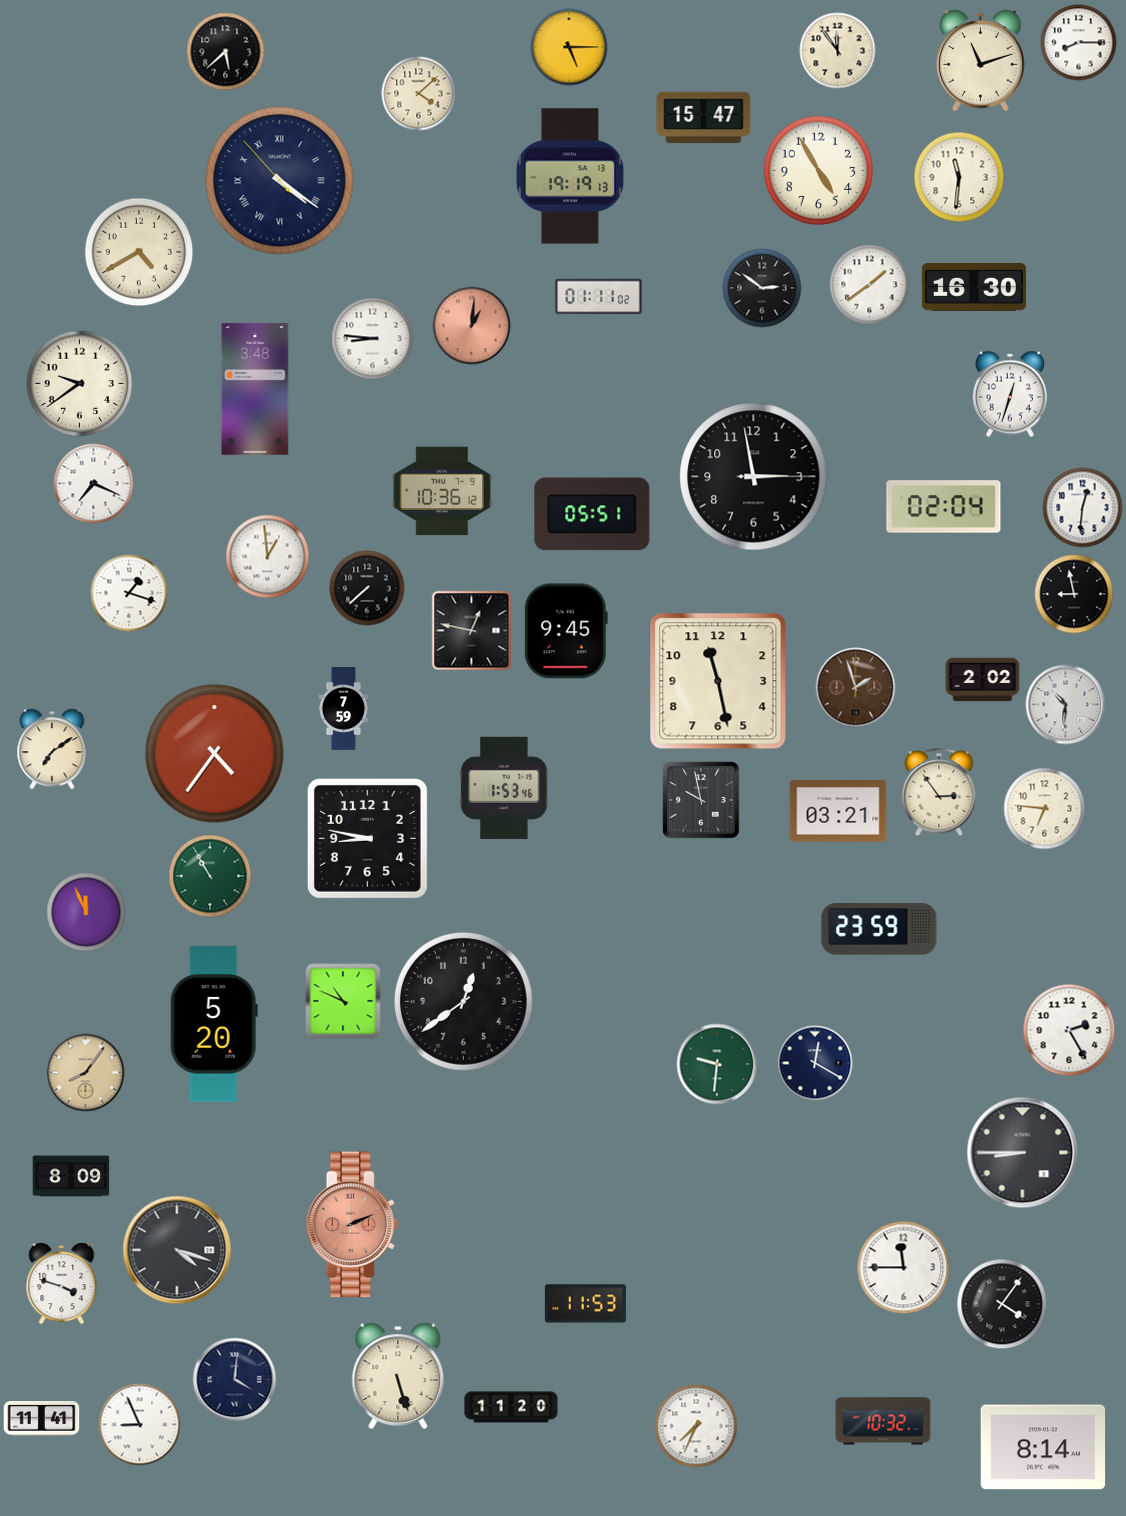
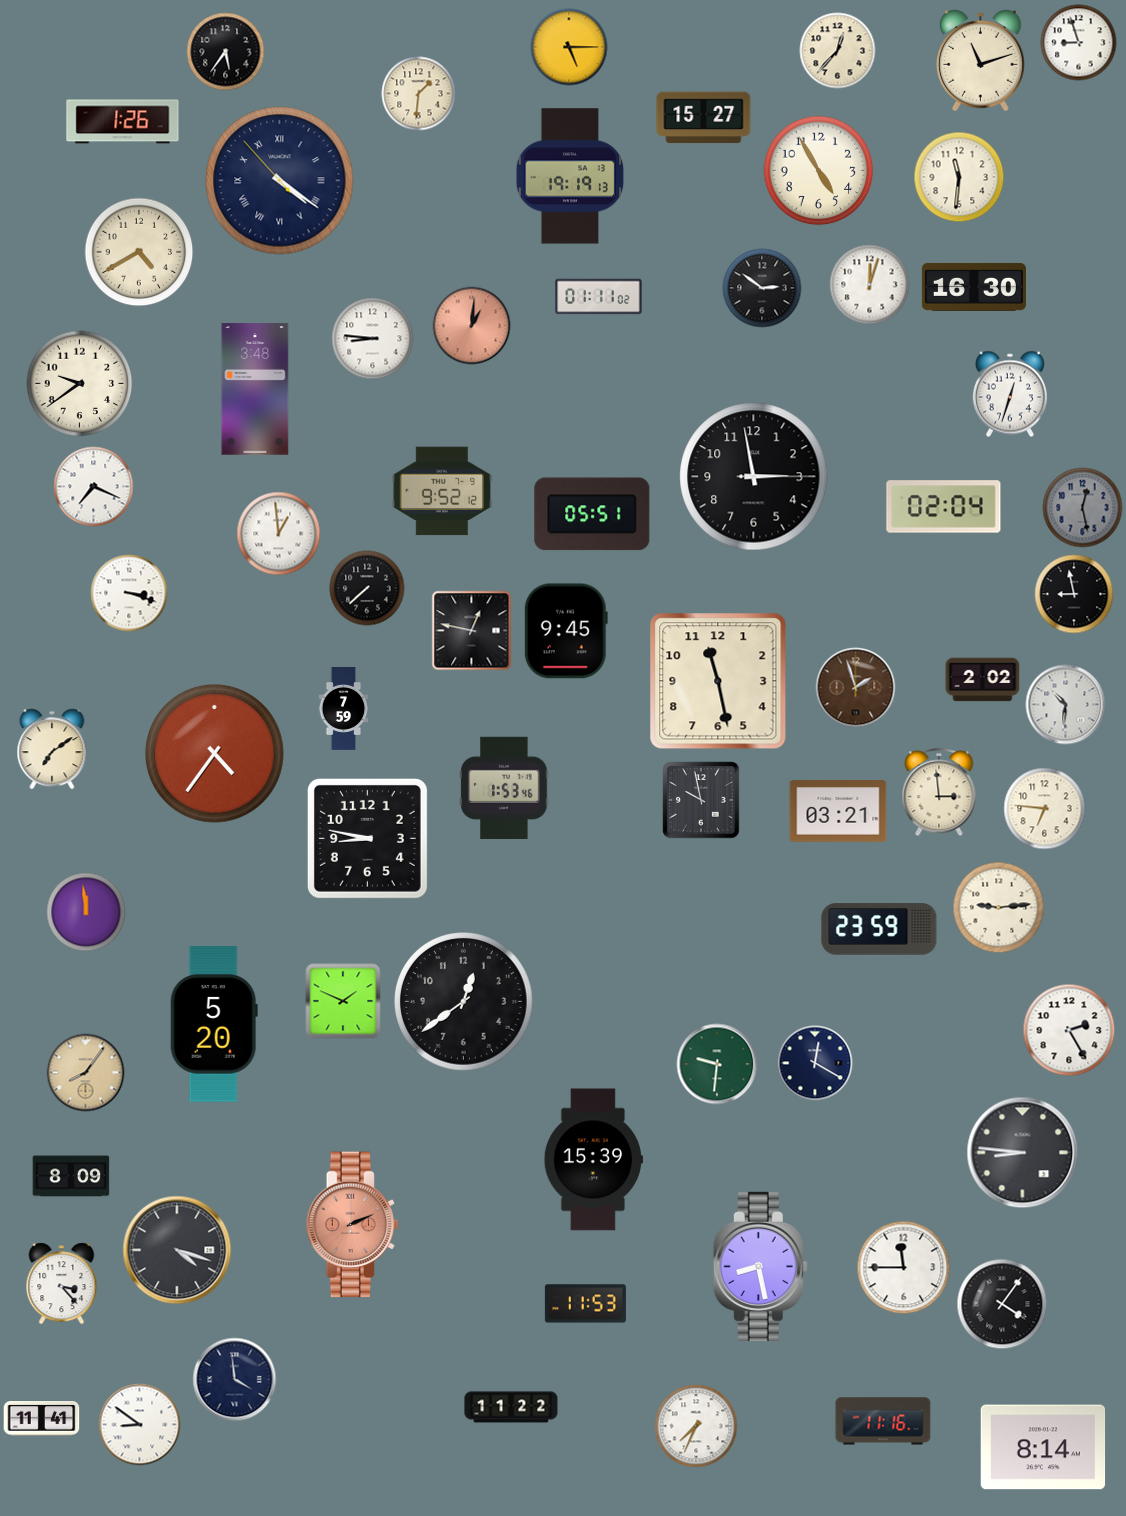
clock at (1079, 43): 8:15 -> 8:57
clock at (838, 51): 11:54 -> 12:37
clock at (226, 52): 5:38 -> 5:36
clock at (419, 94): 4:08 -> 1:31
clock at (704, 118): 15:47 -> 15:27
clock at (123, 122): none -> 1:26
clock at (870, 285): 1:39 -> 12:03
clock at (94, 484) position: (94, 484) -> (94, 487)
clock at (442, 491): 10:36 -> 9:52
clock at (1083, 508): 12:31 -> 12:28
clock at (1083, 508) dial: white -> grey
clock at (268, 557) position: (268, 557) -> (279, 534)
clock at (129, 593): 1:18 -> 3:18
clock at (939, 793): 2:54 -> 2:59
clock at (210, 876): 10:55 -> none
clock at (999, 908): none -> 9:14
clock at (86, 912): 11:56 -> 11:59
clock at (343, 1001): 10:49 -> 1:49
clock at (1023, 1153): 8:45 -> 8:46
clock at (593, 1160): none -> 15:39
clock at (760, 1266): none -> 8:28
clock at (62, 1284): 3:48 -> 3:23
clock at (398, 1376): 5:27 -> none
clock at (235, 1380): 4:01 -> 3:59
clock at (511, 1407): 11:20 -> 11:22
clock at (883, 1421): 10:32 -> 11:16
clock at (140, 1425): 8:56 -> 8:51
